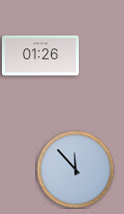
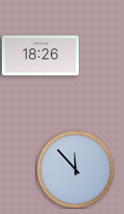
clock at (40, 56): 01:26 -> 18:26
